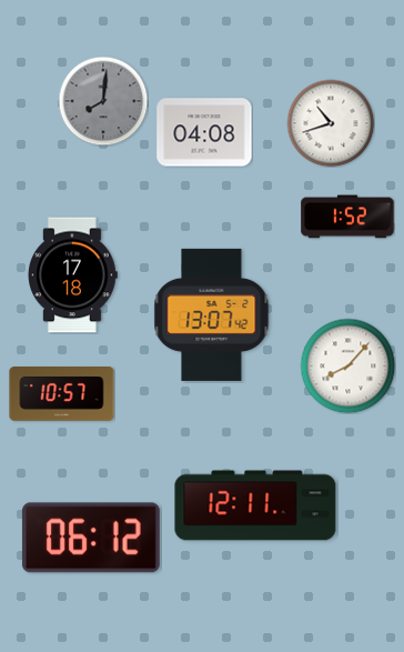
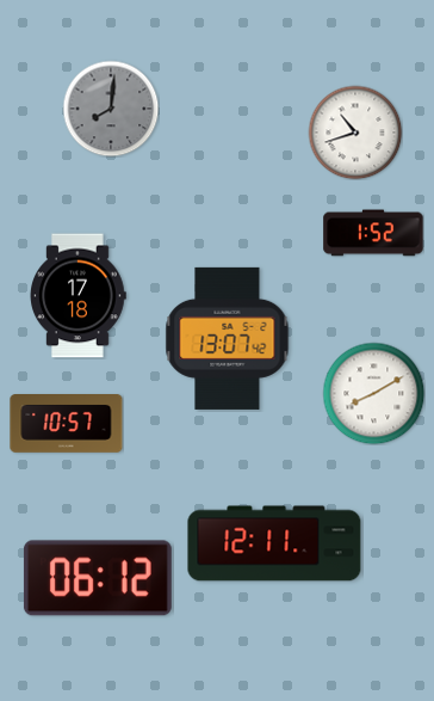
clock at (204, 132): 04:08 -> none
clock at (347, 365): 8:07 -> 8:10
